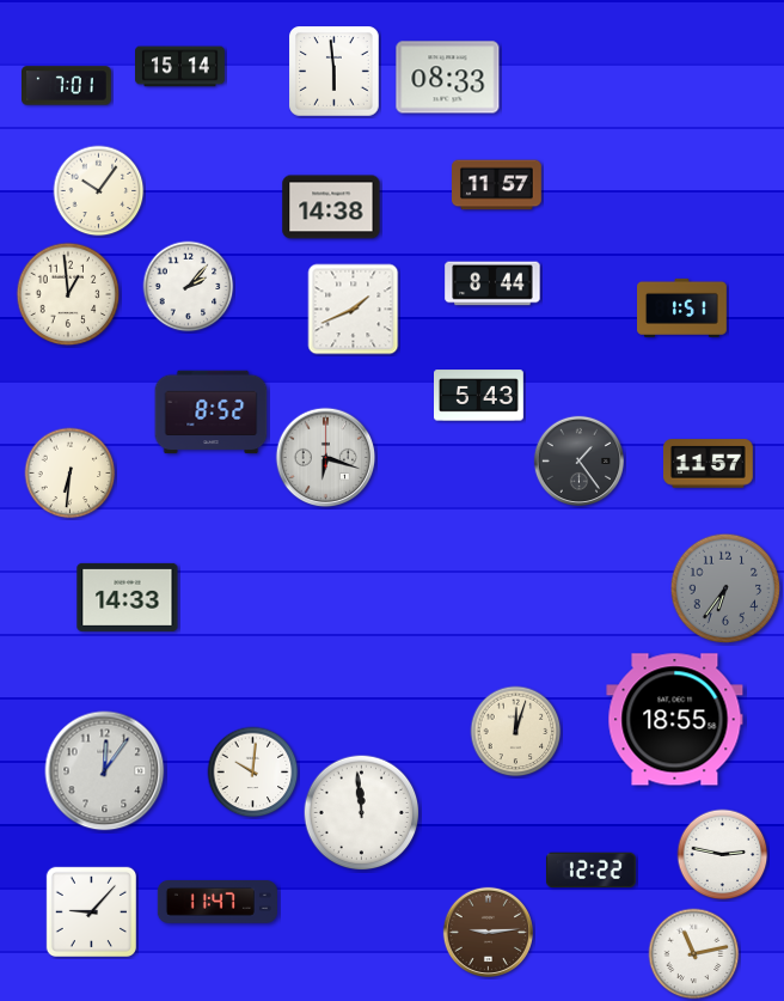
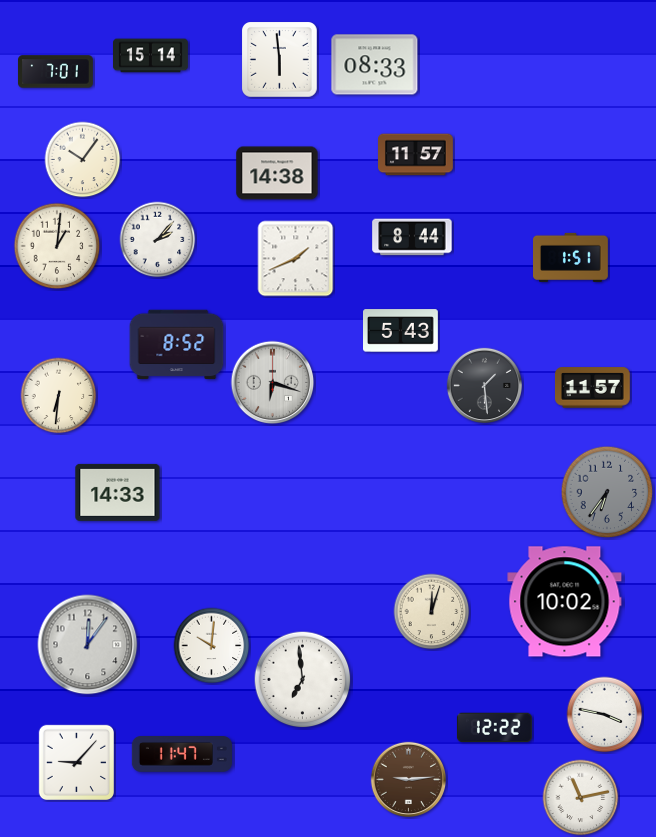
clock at (68, 294): 12:59 -> 1:01
clock at (578, 460): 1:24 -> 1:29
clock at (128, 597) position: (128, 597) -> (118, 492)
clock at (675, 720): 18:55 -> 10:02
clock at (362, 813): 11:59 -> 6:59
clock at (723, 855): 2:47 -> 3:47
